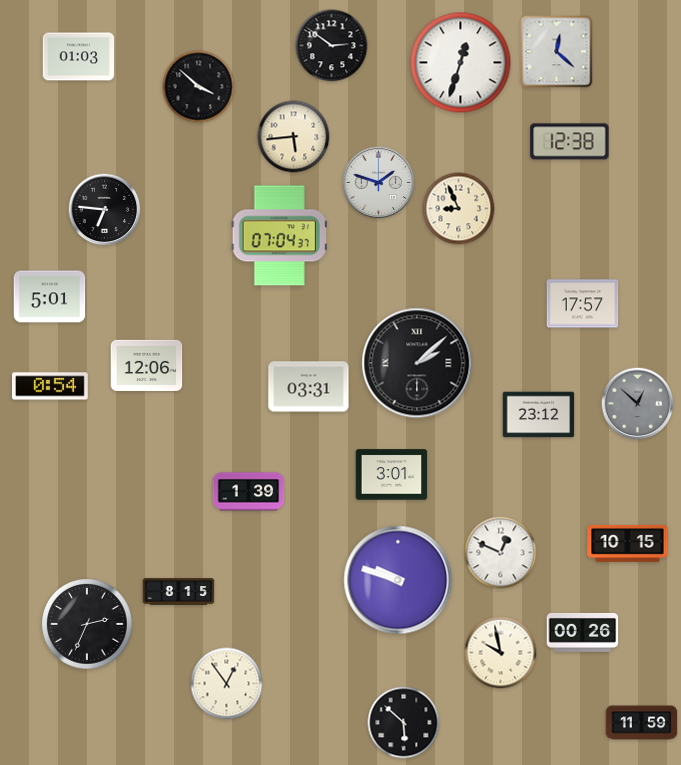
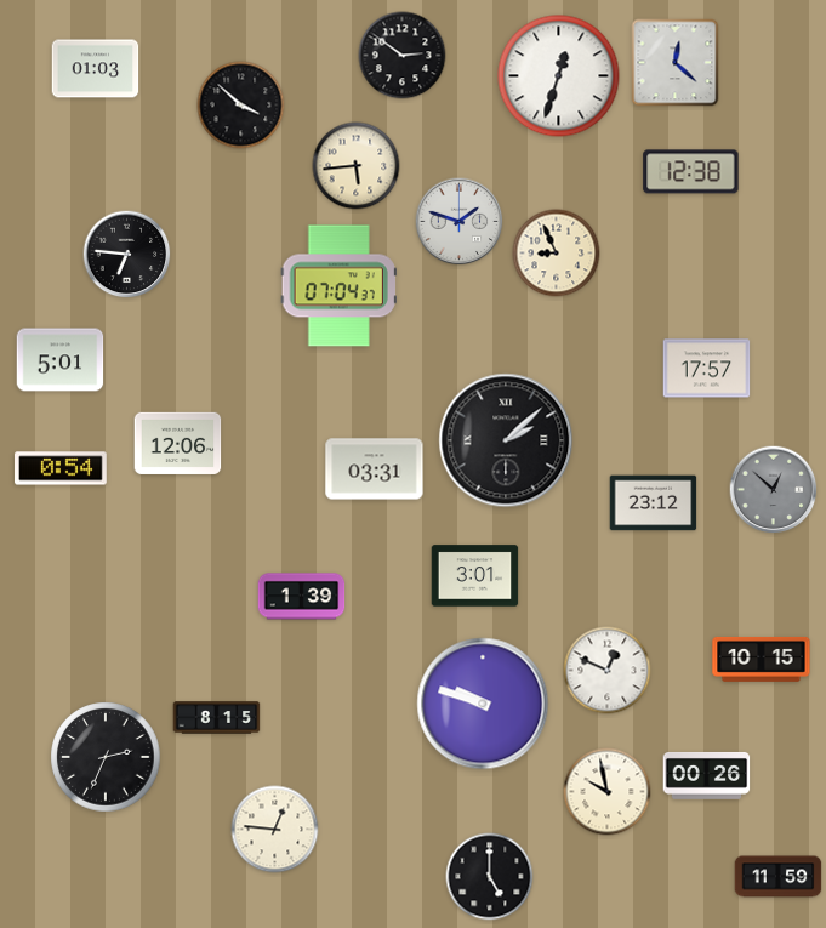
clock at (583, 632) position: (583, 632) -> (707, 775)
clock at (227, 684): 12:54 -> 12:46
clock at (404, 723): 5:52 -> 5:00
